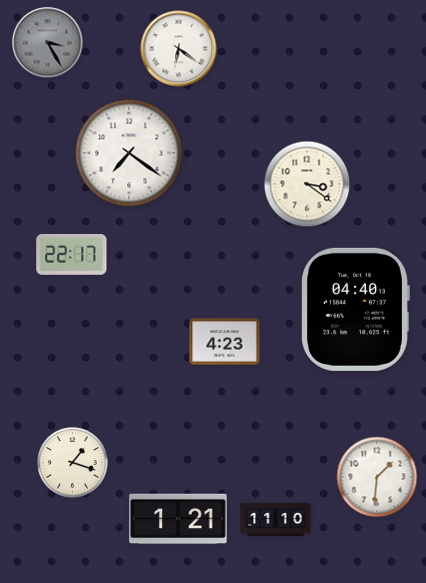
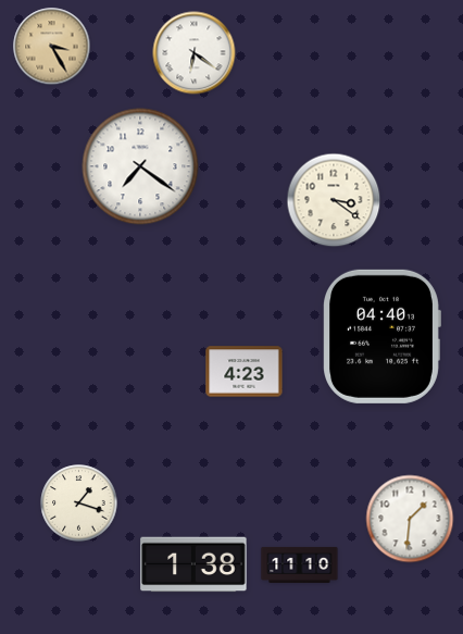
clock at (48, 43) dial: grey -> champagne
clock at (72, 254): 22:17 -> none
clock at (355, 309) position: (355, 309) -> (381, 336)
clock at (178, 519): 1:21 -> 1:38
